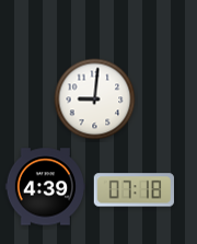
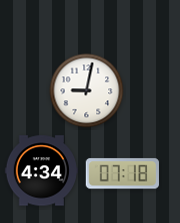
clock at (95, 100): 9:01 -> 9:02
clock at (45, 187): 4:39 -> 4:34
